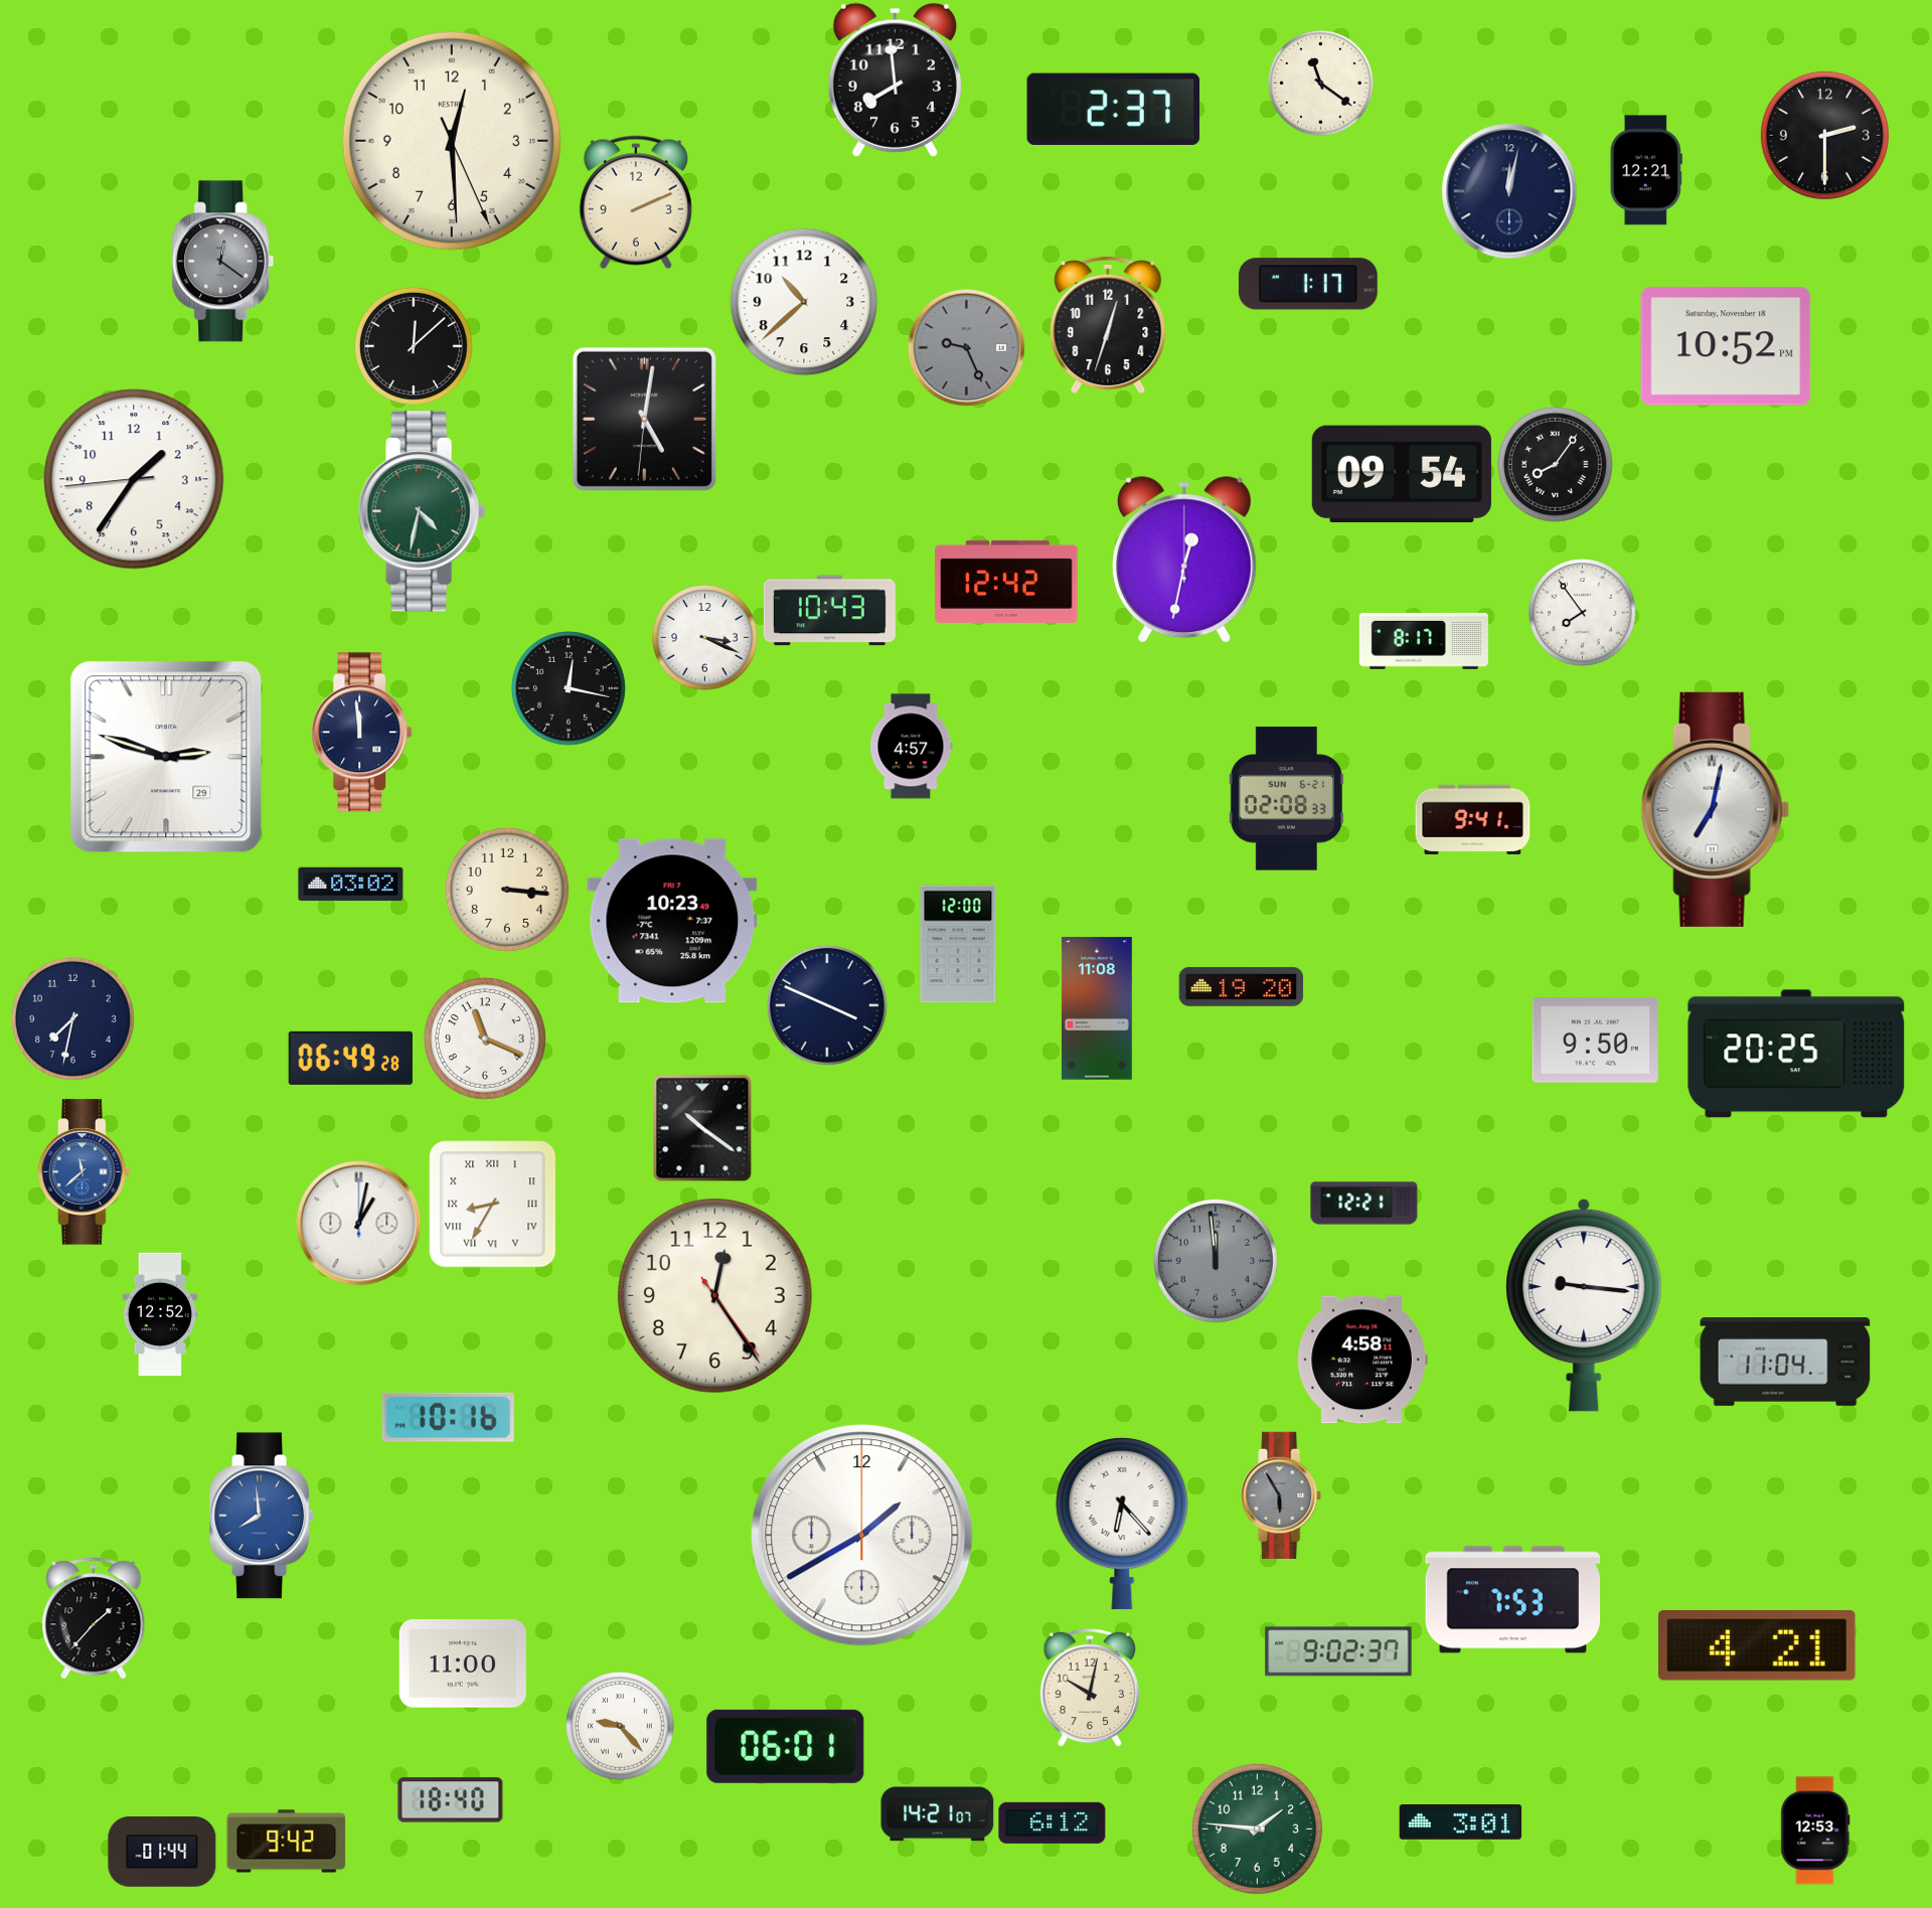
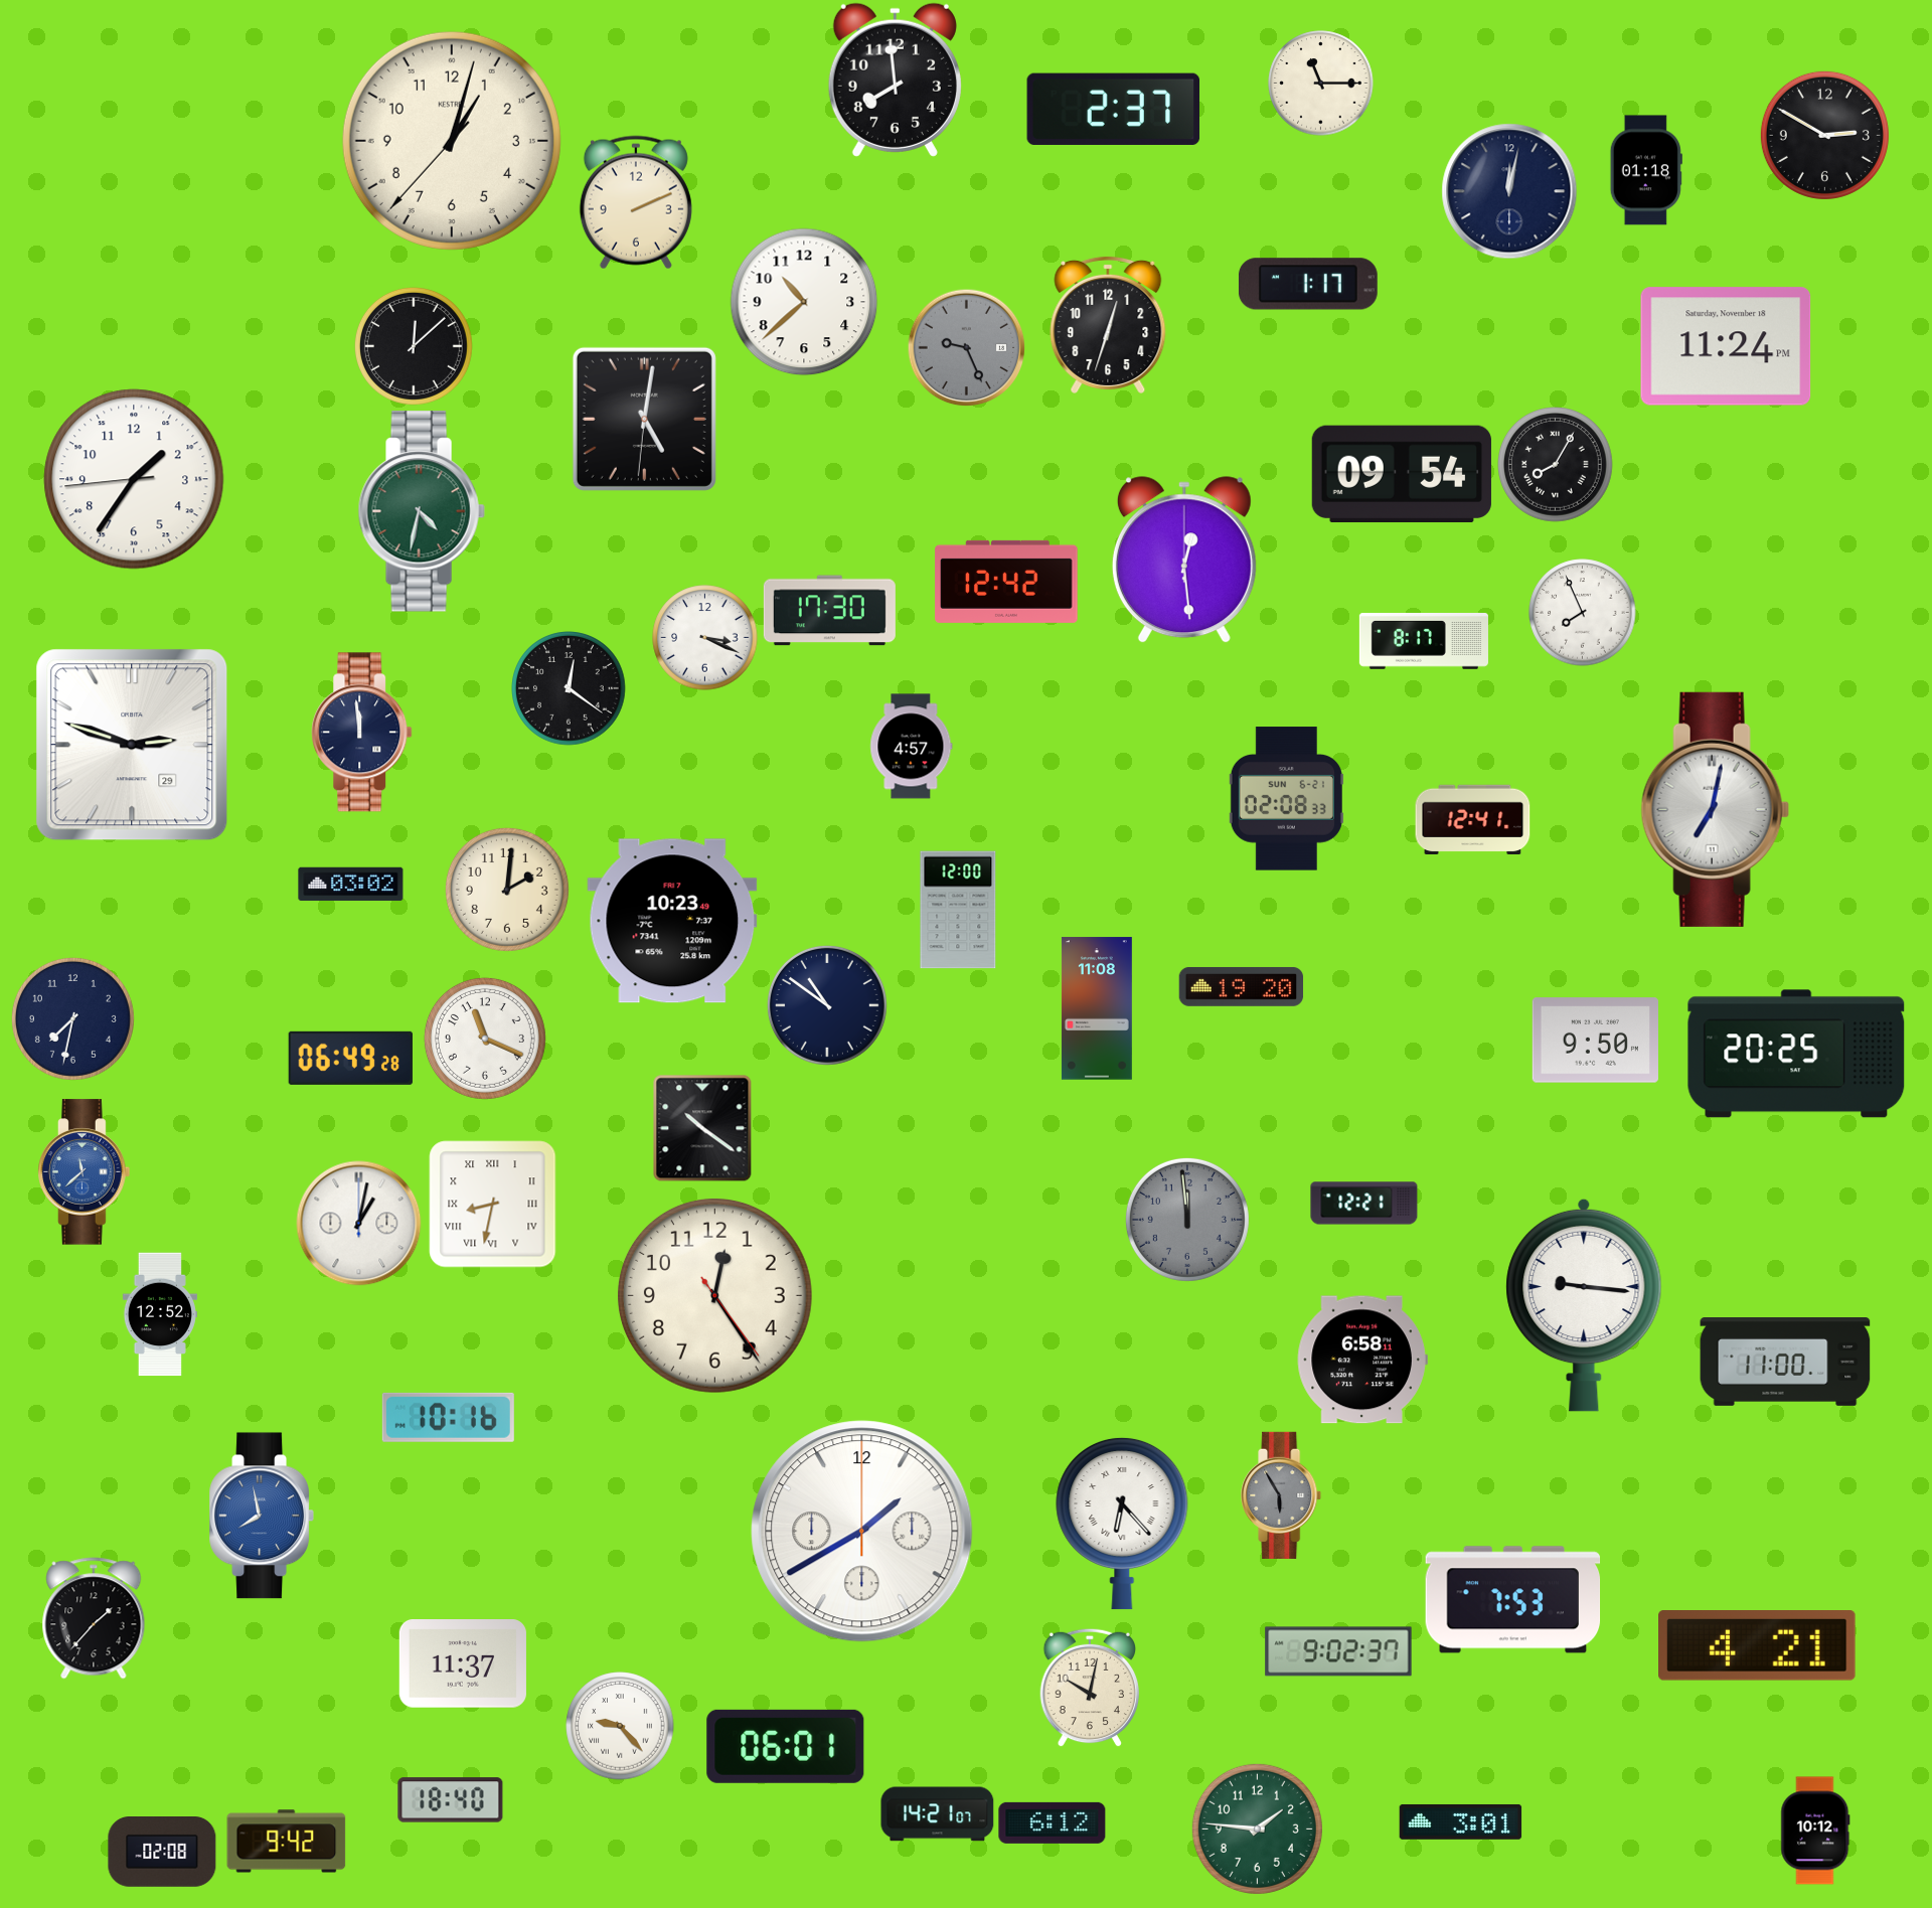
clock at (1321, 84): 11:21 -> 11:15
clock at (1824, 135): 2:30 -> 2:50
clock at (452, 141): 12:29 -> 1:02
clock at (1646, 170): 12:21 -> 01:18
clock at (223, 262): 12:21 -> none
clock at (1726, 346): 10:52 -> 11:24
clock at (1556, 465): 8:06 -> 8:05
clock at (1184, 561): 12:32 -> 12:29
clock at (829, 611): 10:43 -> 17:30
clock at (1583, 613): 7:54 -> 7:56
clock at (570, 689): 12:17 -> 12:21
clock at (166, 757) position: (166, 757) -> (132, 745)
clock at (1473, 819): 9:41 -> 12:41
clock at (507, 890): 3:16 -> 2:01
clock at (958, 944) position: (958, 944) -> (958, 910)
clock at (827, 1005): 3:49 -> 10:51
clock at (493, 1205): 8:35 -> 8:32
clock at (1216, 1261) position: (1216, 1261) -> (1187, 1220)
clock at (1362, 1360): 4:58 -> 6:58
clock at (1785, 1363): 11:04 -> 11:00
clock at (261, 1516): 7:59 -> 7:58
clock at (862, 1536) position: (862, 1536) -> (862, 1532)
clock at (463, 1664): 11:00 -> 11:37
clock at (1815, 1831): 12:53 -> 10:12
clock at (162, 1852): 01:44 -> 02:08
